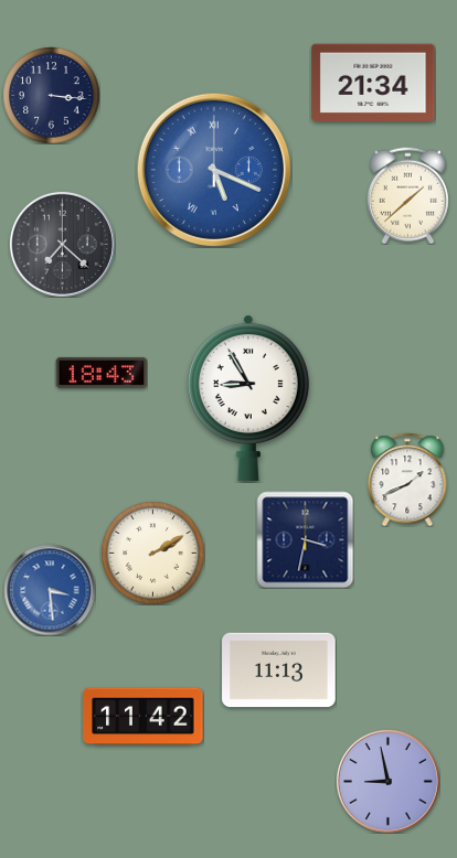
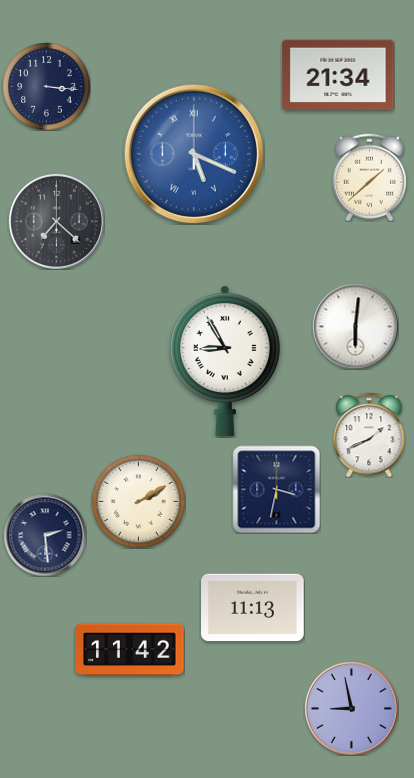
clock at (355, 326): none -> 6:01
clock at (102, 373): 18:43 -> none
clock at (50, 590): 3:29 -> 2:29
clock at (50, 590) dial: blue -> navy
